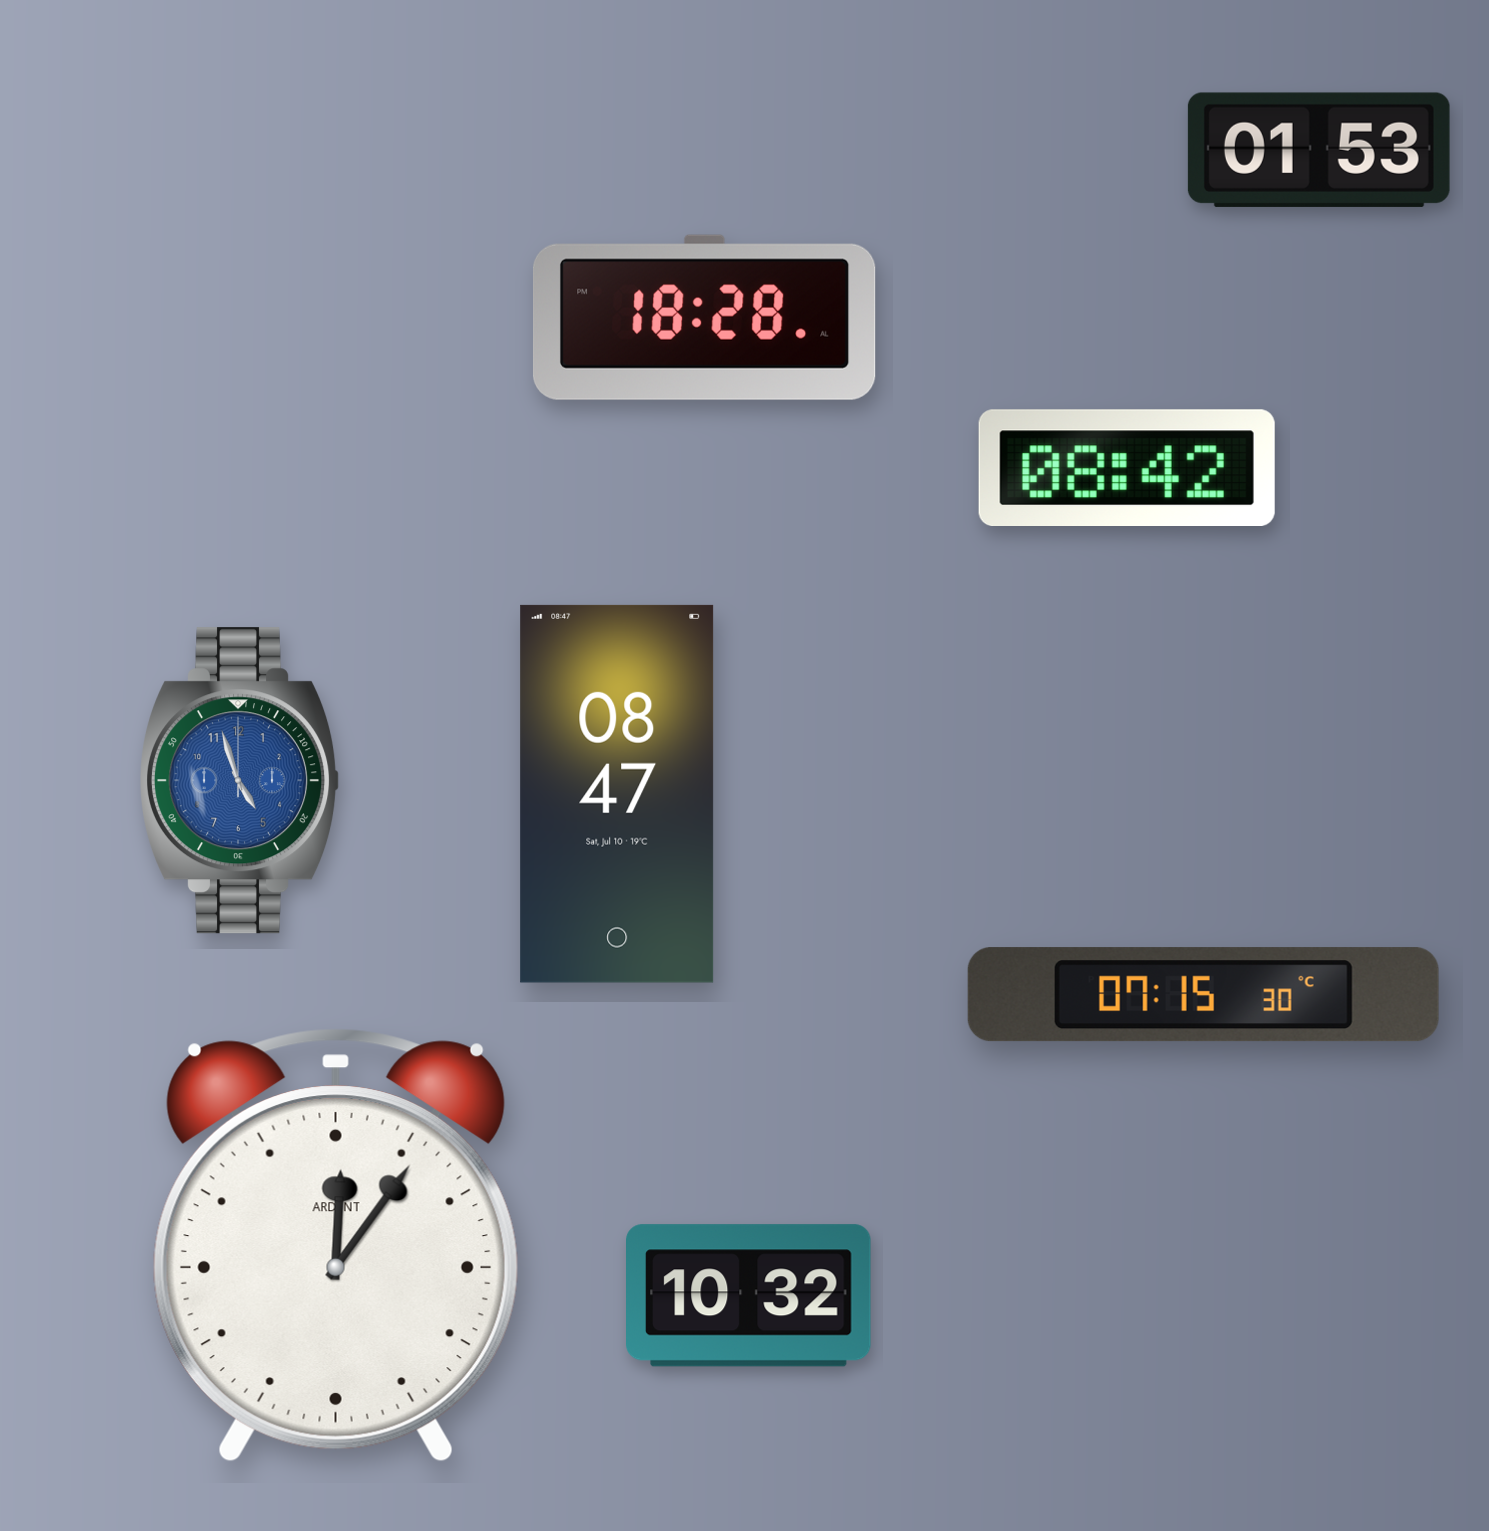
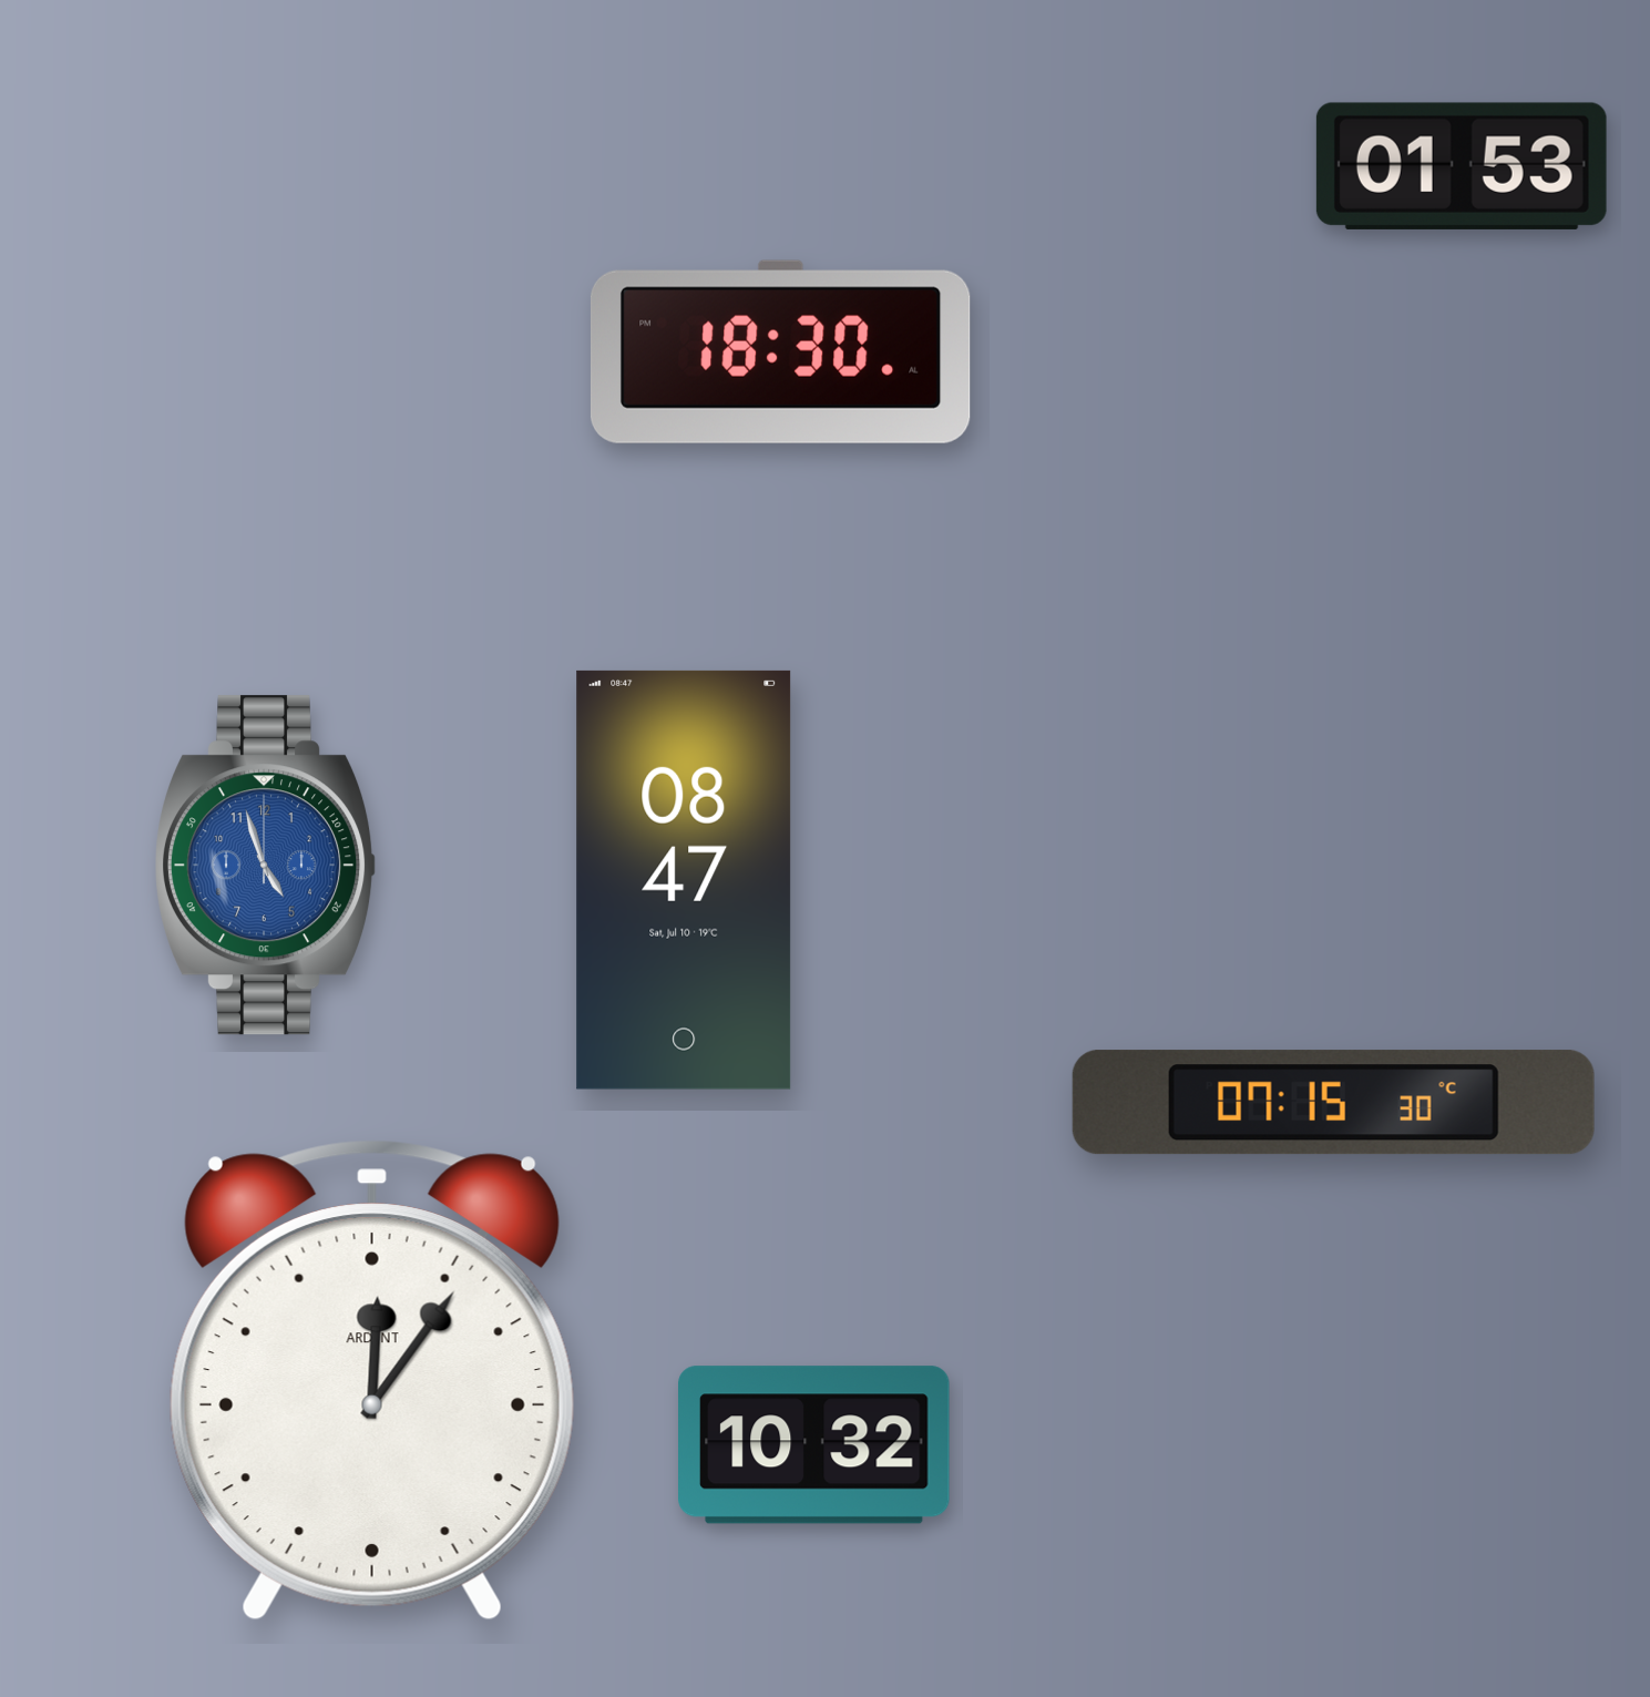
clock at (704, 317): 18:28 -> 18:30
clock at (1127, 467): 08:42 -> none
clock at (749, 1296) position: (749, 1296) -> (814, 1445)
